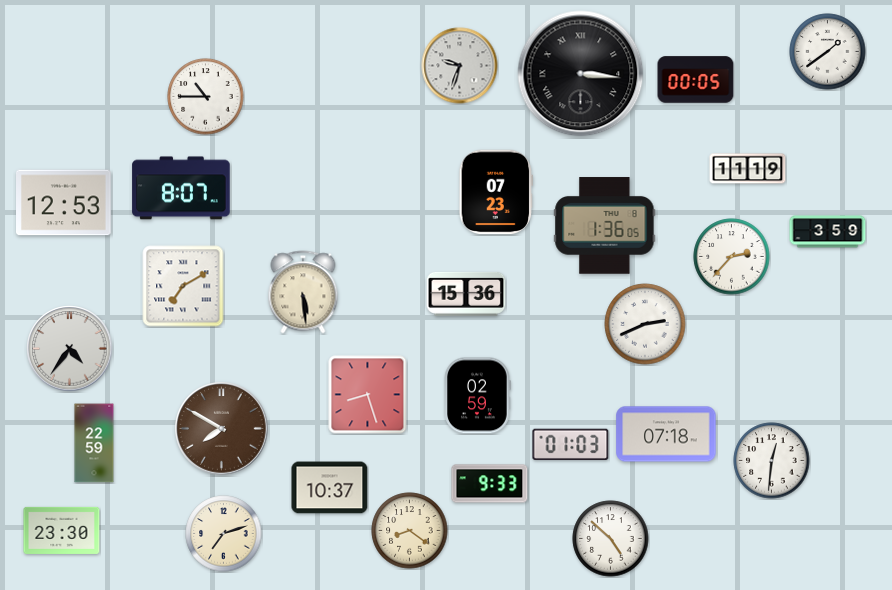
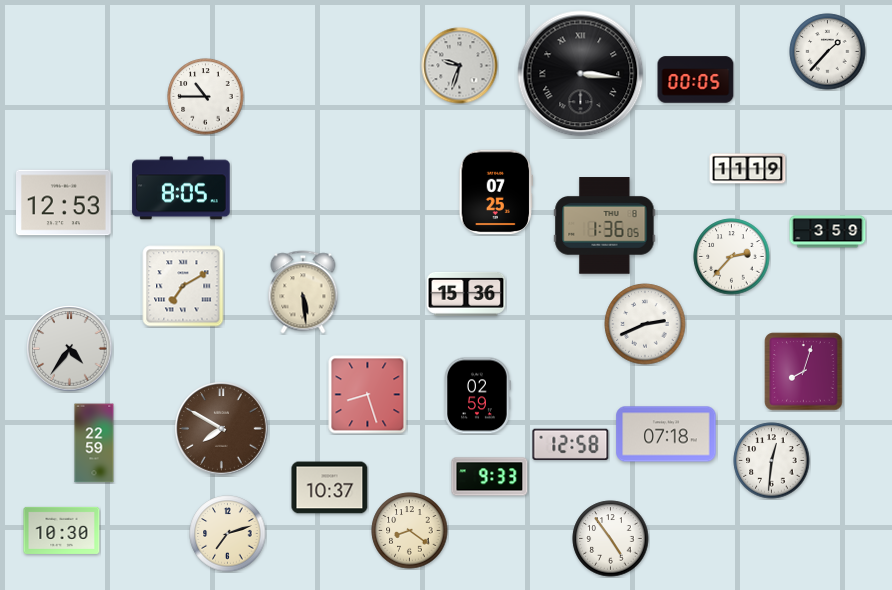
clock at (828, 52): 1:39 -> 1:37
clock at (181, 188): 8:07 -> 8:05
clock at (496, 192): 07:23 -> 07:25
clock at (804, 372): none -> 8:03
clock at (571, 444): 01:03 -> 12:58
clock at (490, 484) position: (490, 484) -> (490, 477)
clock at (62, 530): 23:30 -> 10:30
clock at (224, 534) position: (224, 534) -> (228, 534)
clock at (611, 539): 4:52 -> 4:54
